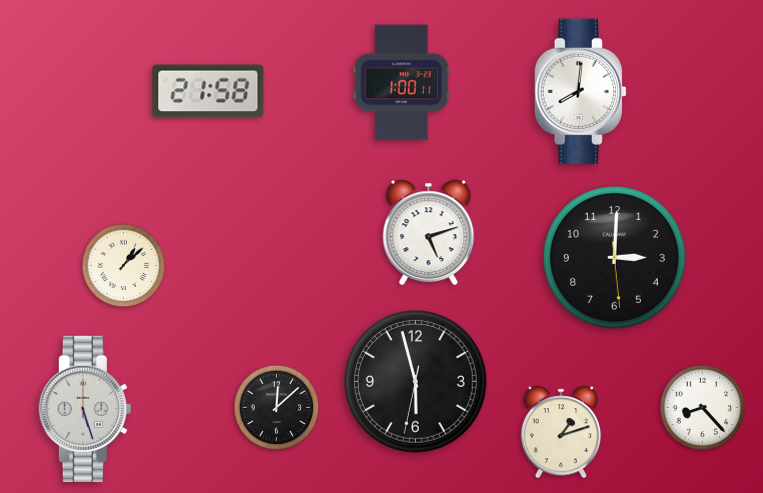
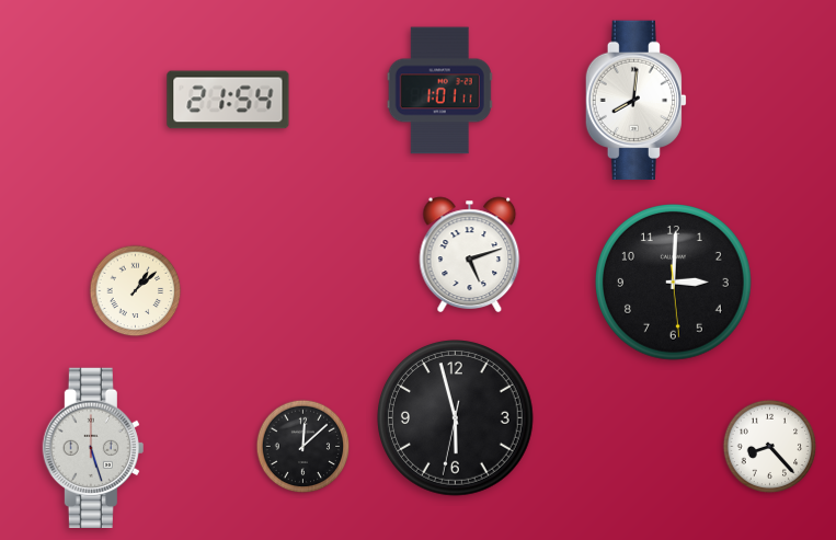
clock at (401, 83): 1:00 -> 1:01
clock at (208, 91): 21:58 -> 21:54
clock at (561, 432): 1:12 -> none
